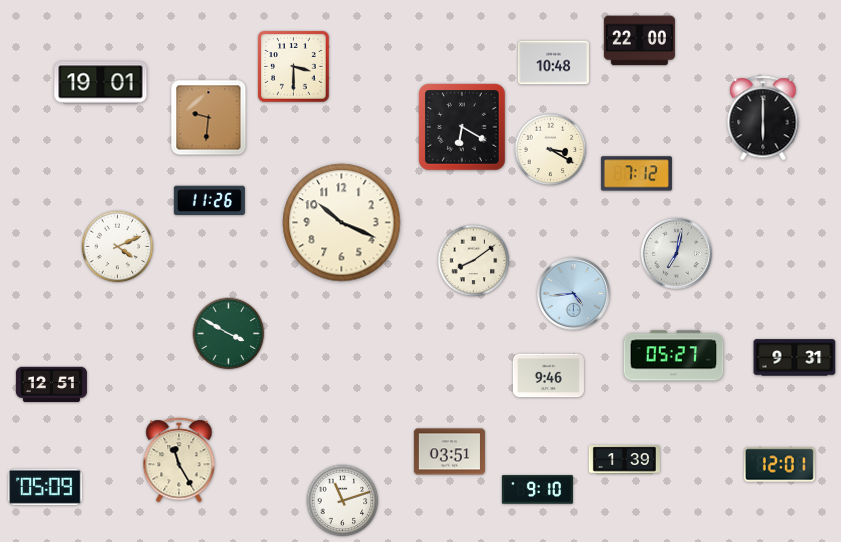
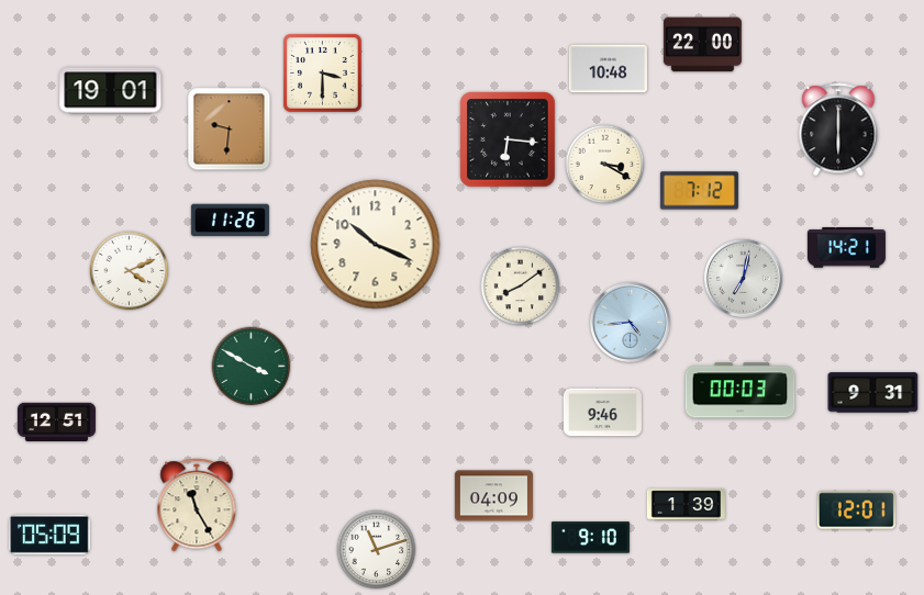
clock at (462, 127): 6:20 -> 6:16
clock at (846, 248): none -> 14:21
clock at (674, 356): 05:27 -> 00:03
clock at (449, 452): 03:51 -> 04:09
